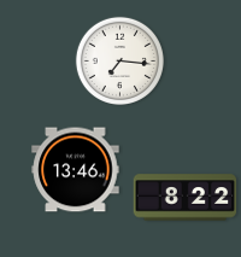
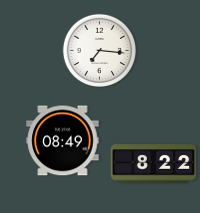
clock at (76, 170): 13:46 -> 08:49
